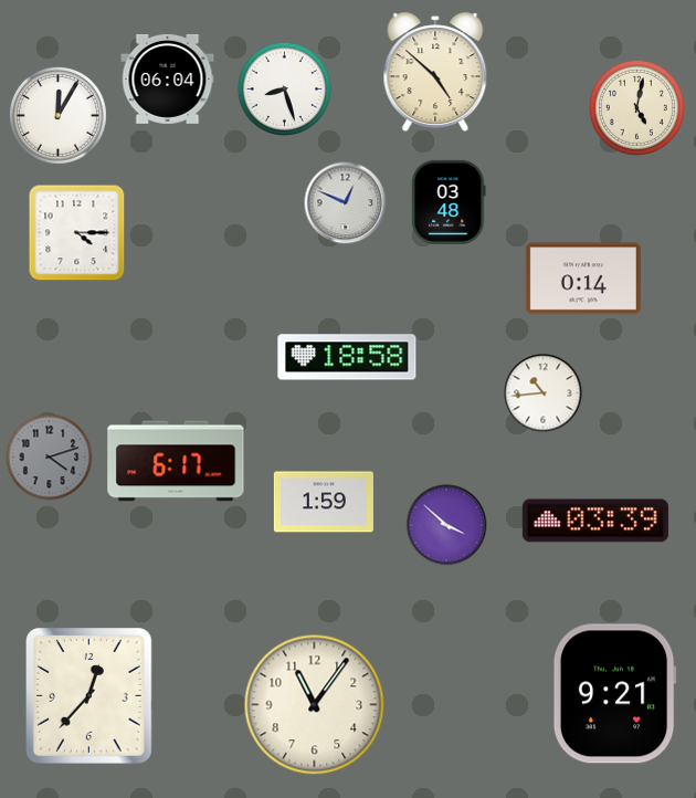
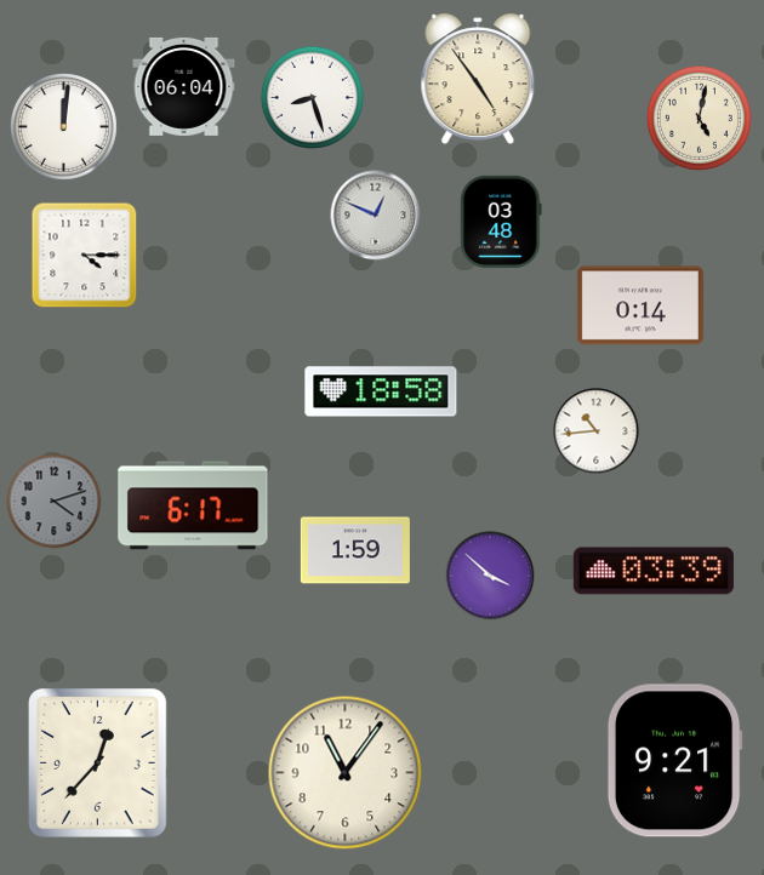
clock at (435, 72): 4:52 -> 4:54
clock at (57, 115): 12:05 -> 12:01
clock at (449, 202) position: (449, 202) -> (501, 222)
clock at (346, 203) position: (346, 203) -> (376, 216)
